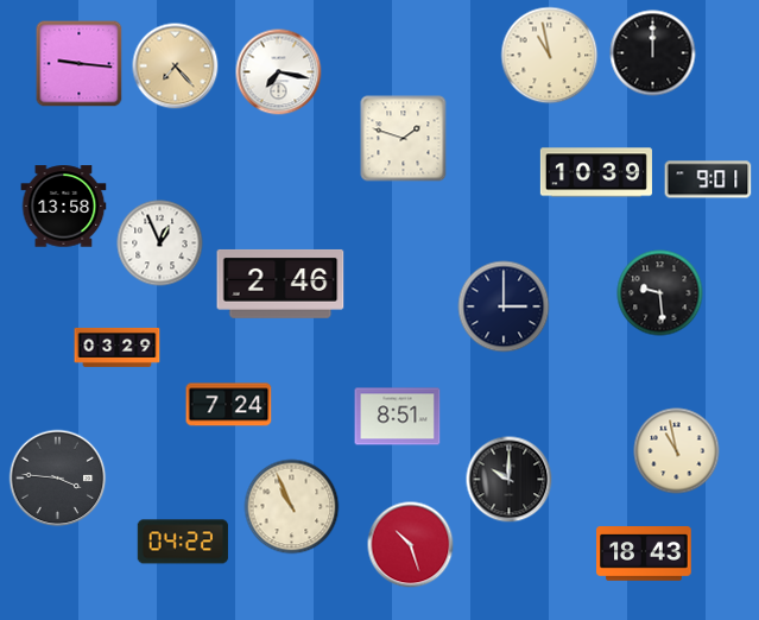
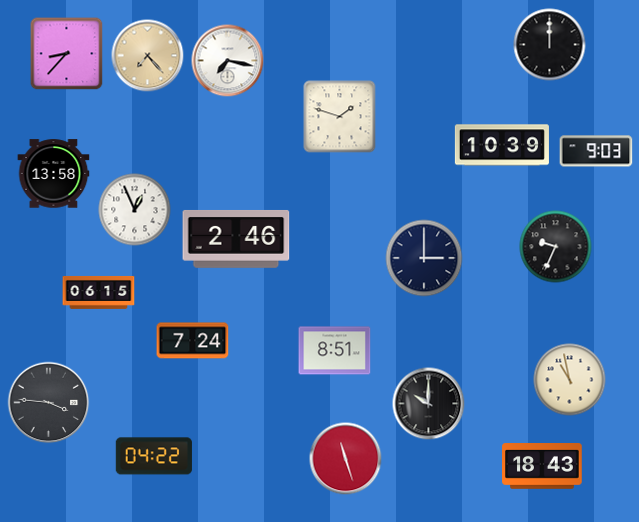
clock at (550, 56): 10:58 -> none
clock at (80, 64): 9:16 -> 8:37
clock at (279, 72) position: (279, 72) -> (228, 61)
clock at (708, 179): 9:01 -> 9:03
clock at (160, 243) position: (160, 243) -> (135, 210)
clock at (660, 293): 9:29 -> 9:34
clock at (118, 347): 03:29 -> 06:15
clock at (292, 507): 10:56 -> none
clock at (411, 545): 10:27 -> 11:27
